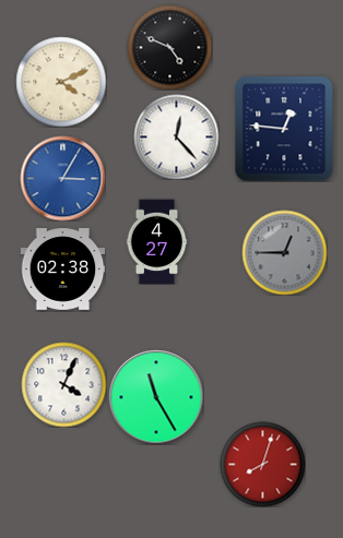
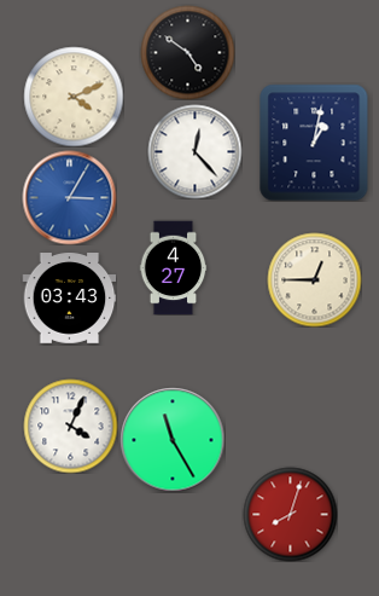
clock at (169, 47): 4:49 -> 4:51
clock at (61, 82) position: (61, 82) -> (74, 97)
clock at (284, 129): 12:46 -> 1:02
clock at (284, 252) dial: grey -> cream
clock at (62, 270): 02:38 -> 03:43
